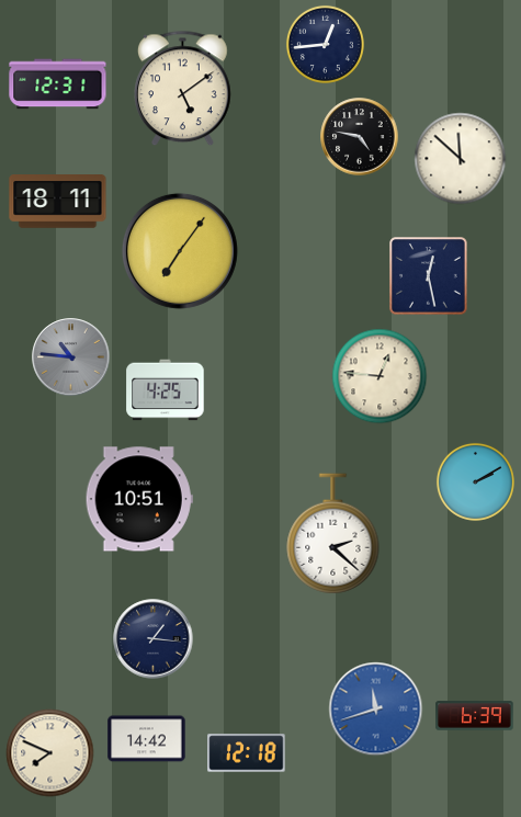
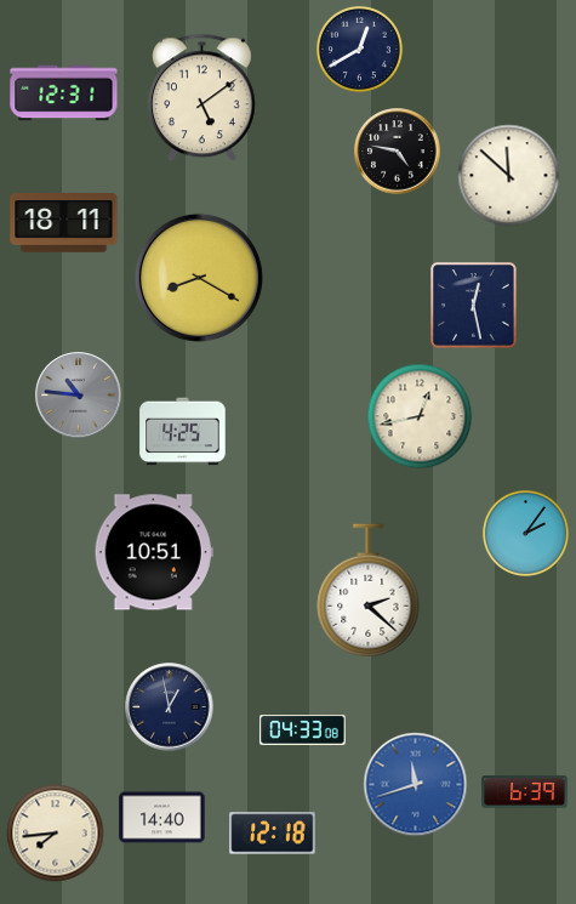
clock at (325, 44): 12:44 -> 12:40
clock at (180, 251): 7:06 -> 8:20
clock at (380, 376): 12:46 -> 12:43
clock at (475, 481): 2:10 -> 2:06
clock at (154, 639): 1:16 -> 12:58
clock at (303, 730): none -> 04:33
clock at (147, 739): 14:42 -> 14:40
clock at (50, 753): 7:49 -> 7:44
